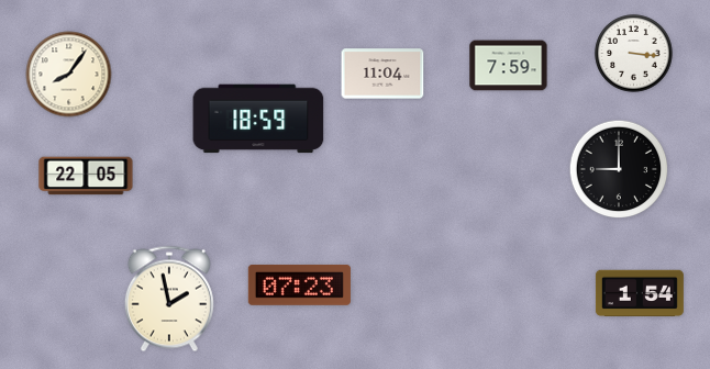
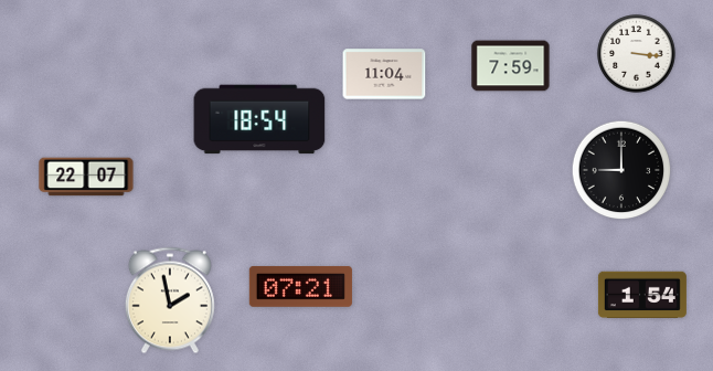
clock at (69, 75): 8:06 -> none
clock at (258, 119): 18:59 -> 18:54
clock at (86, 176): 22:05 -> 22:07
clock at (299, 284): 07:23 -> 07:21
